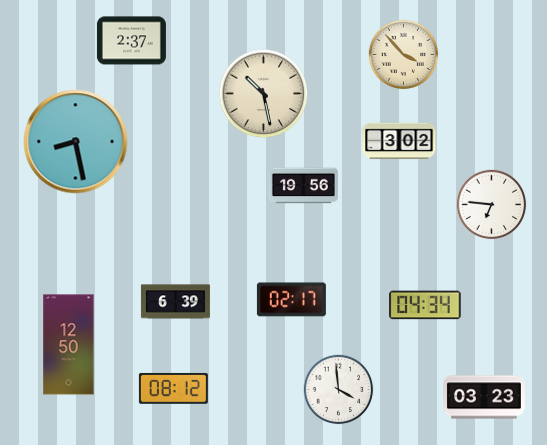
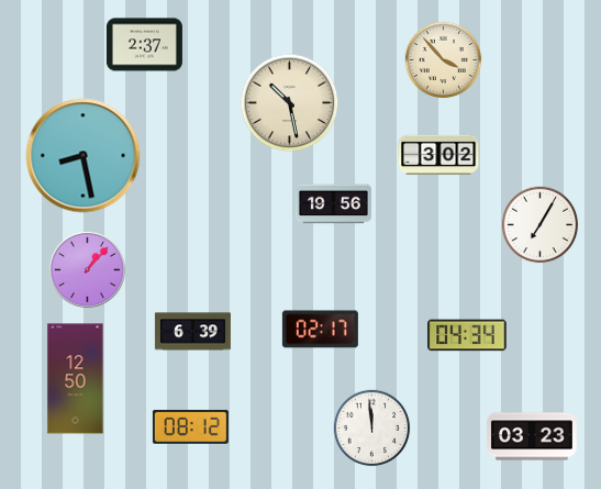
clock at (492, 205): 6:46 -> 7:05
clock at (88, 270): none -> 1:07
clock at (339, 390): 3:59 -> 11:59
